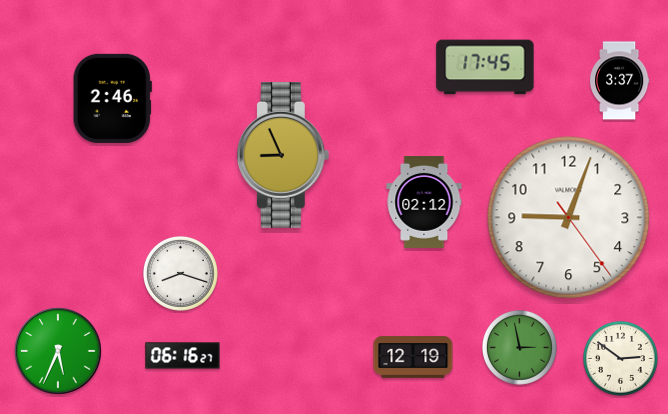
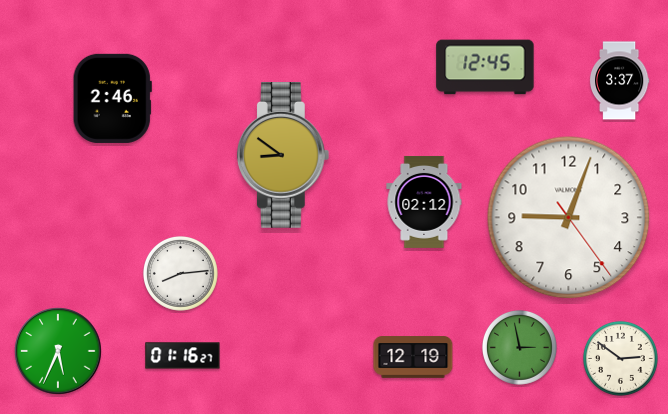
clock at (485, 67): 17:45 -> 12:45
clock at (283, 156): 8:56 -> 8:51
clock at (180, 273): 8:18 -> 8:14
clock at (183, 356): 06:16 -> 01:16
